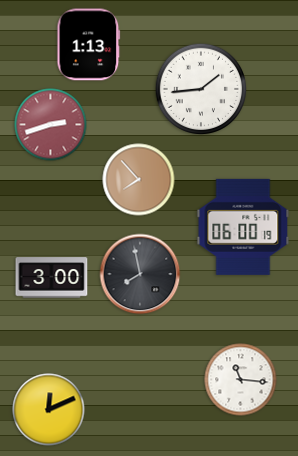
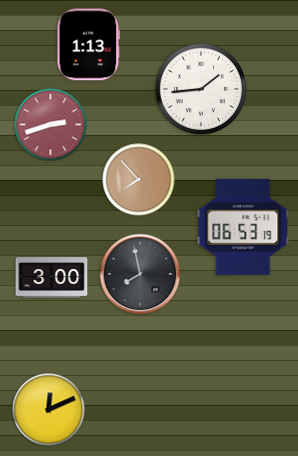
clock at (243, 227): 06:00 -> 06:53
clock at (241, 380): 11:16 -> none
